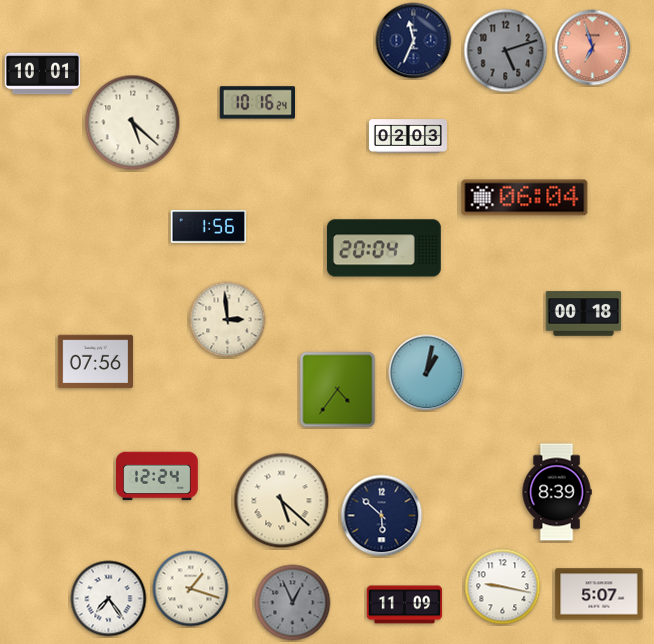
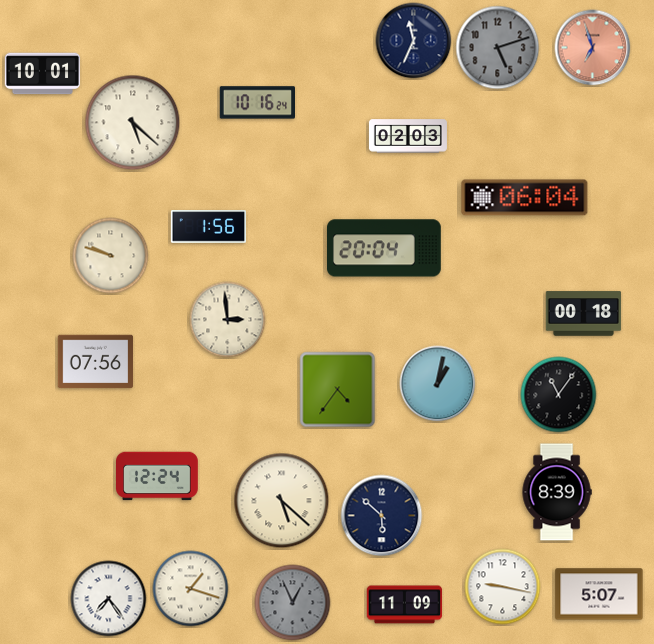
clock at (506, 51) position: (506, 51) -> (498, 48)
clock at (111, 256): none -> 9:48
clock at (427, 373) position: (427, 373) -> (438, 384)
clock at (559, 395): none -> 11:06
